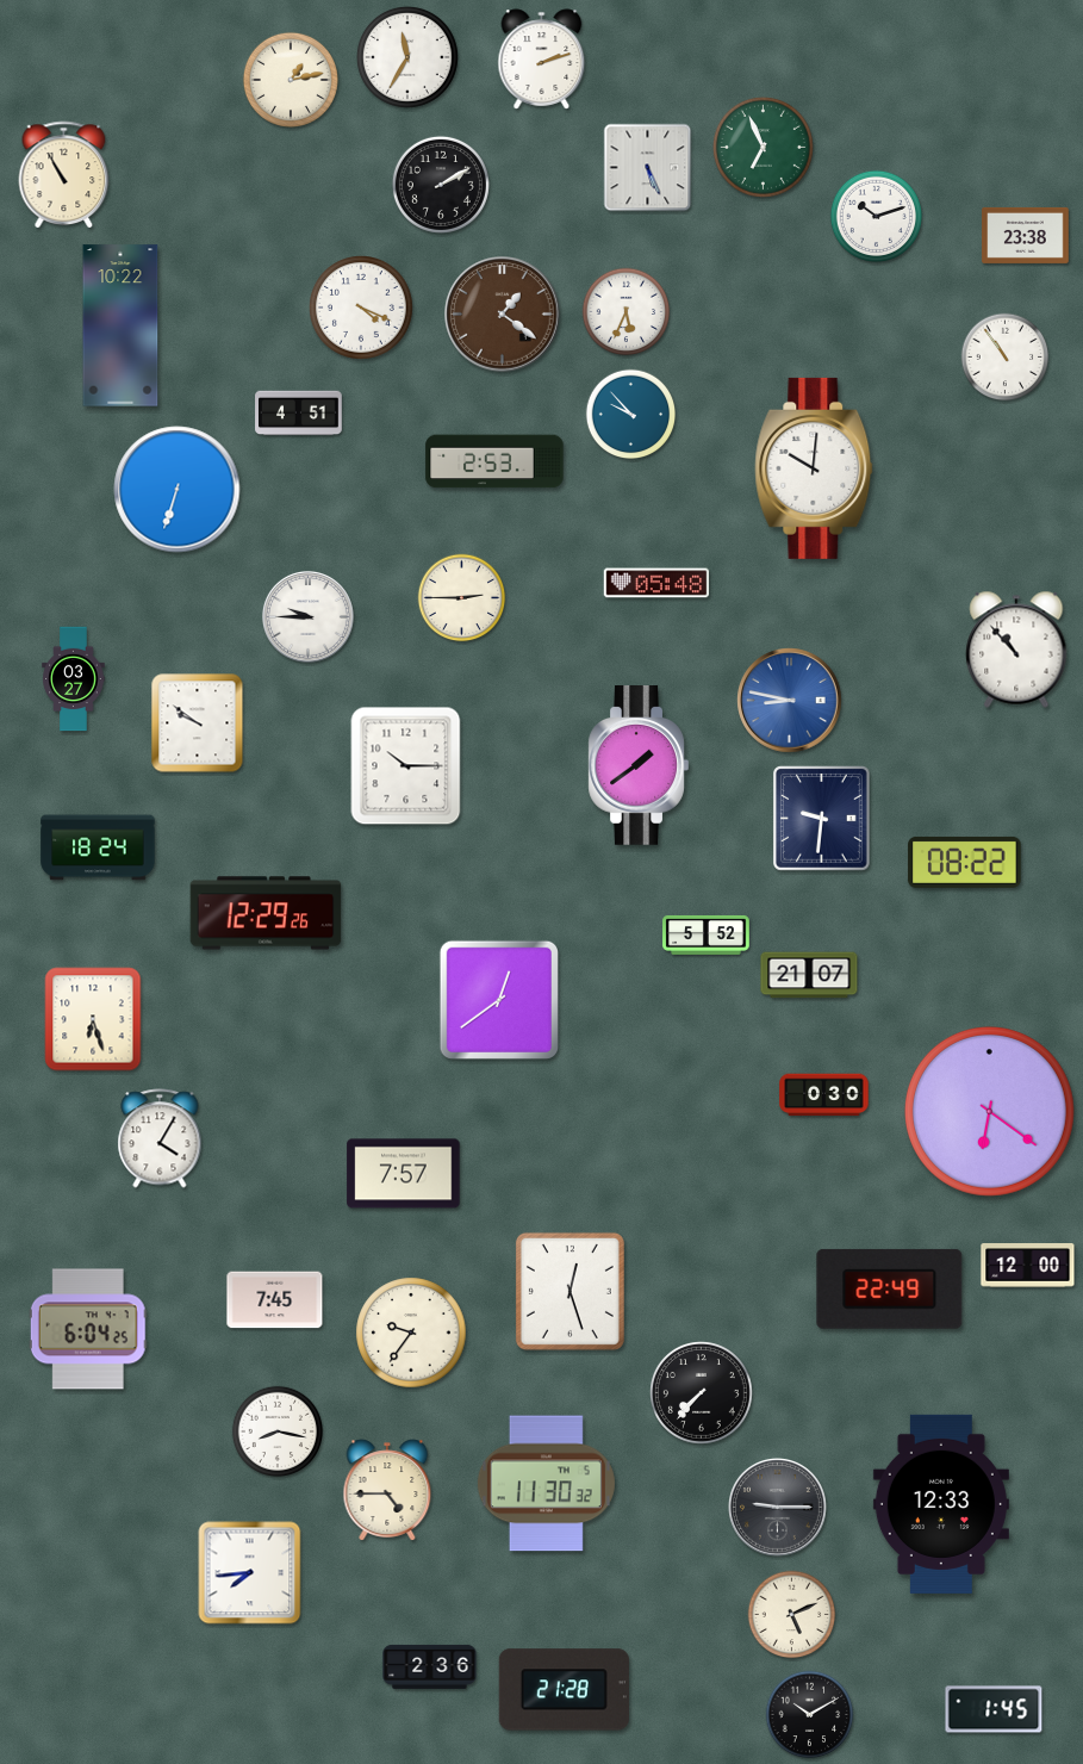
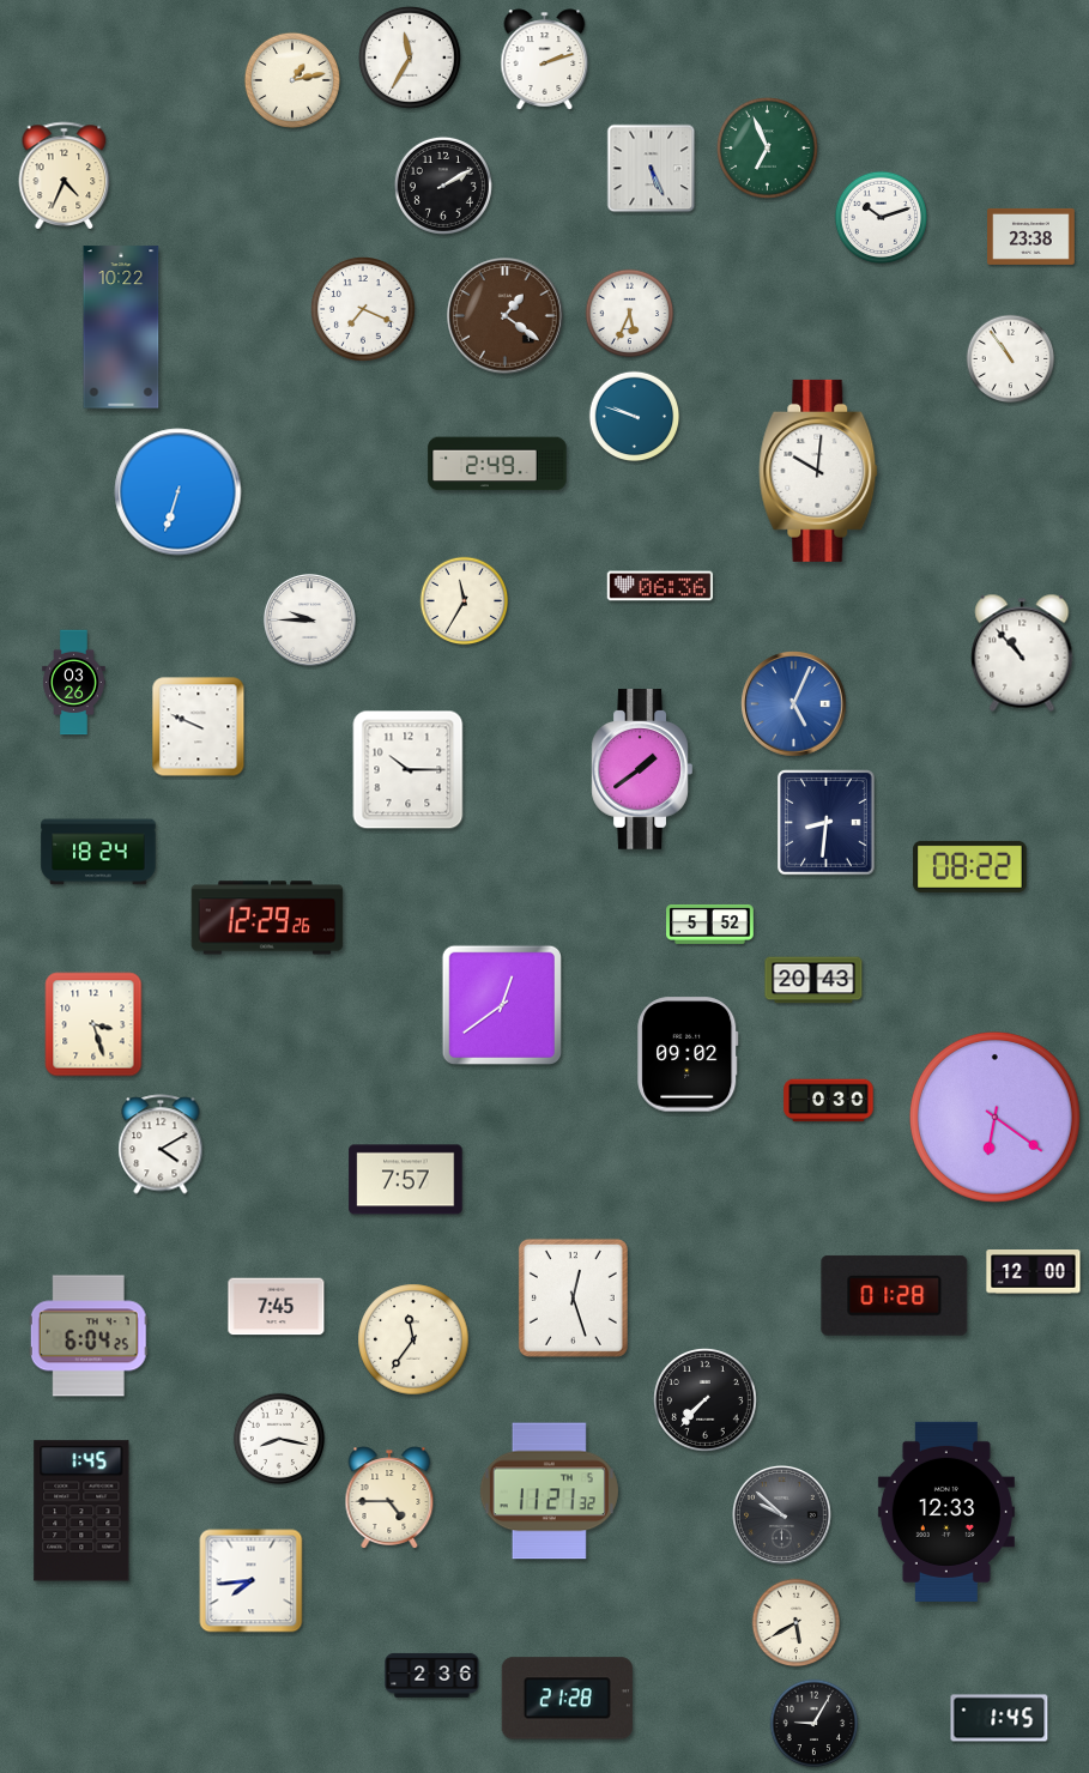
clock at (64, 174): 10:55 -> 4:34
clock at (362, 309): 4:19 -> 7:19
clock at (299, 414): 4:51 -> none
clock at (631, 415): 9:53 -> 9:48
clock at (494, 461): 2:53 -> 2:49
clock at (656, 583): 05:48 -> 06:36
clock at (462, 598): 2:45 -> 11:35
clock at (74, 679): 03:27 -> 03:26
clock at (790, 701): 8:47 -> 5:04
clock at (198, 723): 9:51 -> 9:49
clock at (822, 819): 9:31 -> 8:31
clock at (707, 934) position: (707, 934) -> (710, 924)
clock at (809, 975): 21:07 -> 20:43
clock at (93, 1019): 6:27 -> 3:27
clock at (688, 1054): none -> 09:02
clock at (160, 1138): 4:05 -> 4:10
clock at (890, 1288): 22:49 -> 01:28
clock at (411, 1333): 9:36 -> 11:36
clock at (546, 1484): 11:30 -> 11:21
clock at (81, 1511): none -> 1:45
clock at (778, 1508): 9:15 -> 9:52
clock at (792, 1615): 5:11 -> 5:40
clock at (810, 1715): 10:10 -> 9:05
